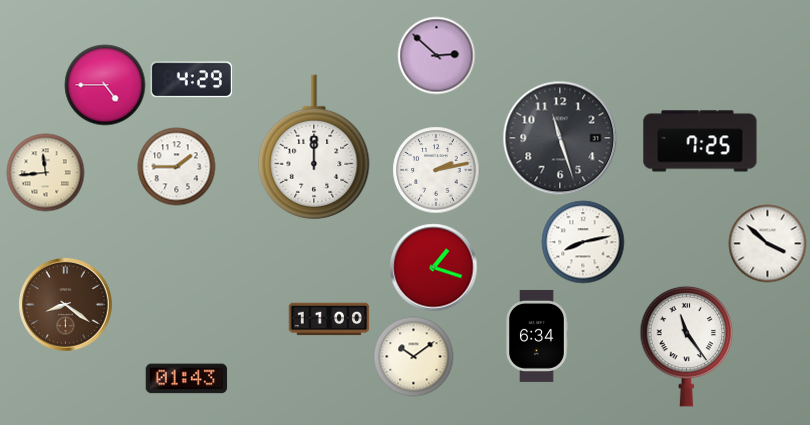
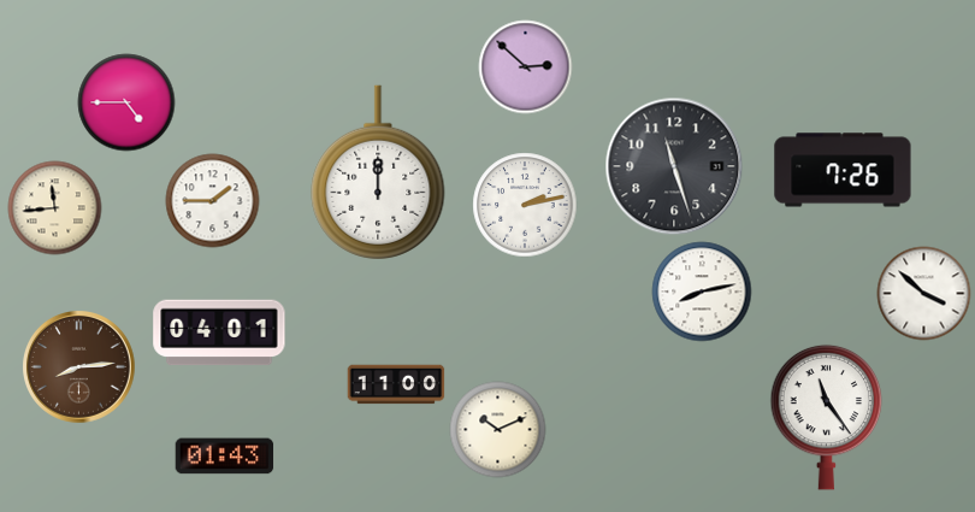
clock at (191, 80): 4:29 -> none
clock at (700, 141): 7:25 -> 7:26
clock at (314, 147) position: (314, 147) -> (378, 172)
clock at (433, 267): 1:18 -> none
clock at (219, 332): none -> 04:01
clock at (66, 305): 8:21 -> 8:14
clock at (537, 336): 6:34 -> none
clock at (413, 356): 10:09 -> 10:11
